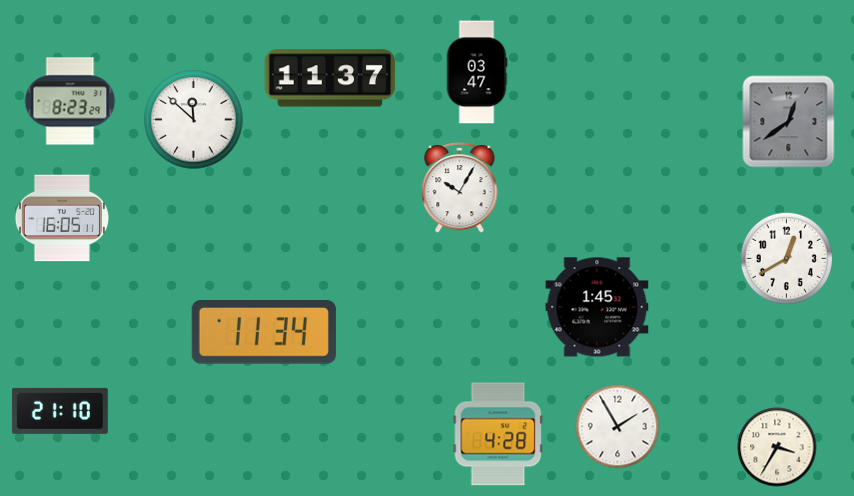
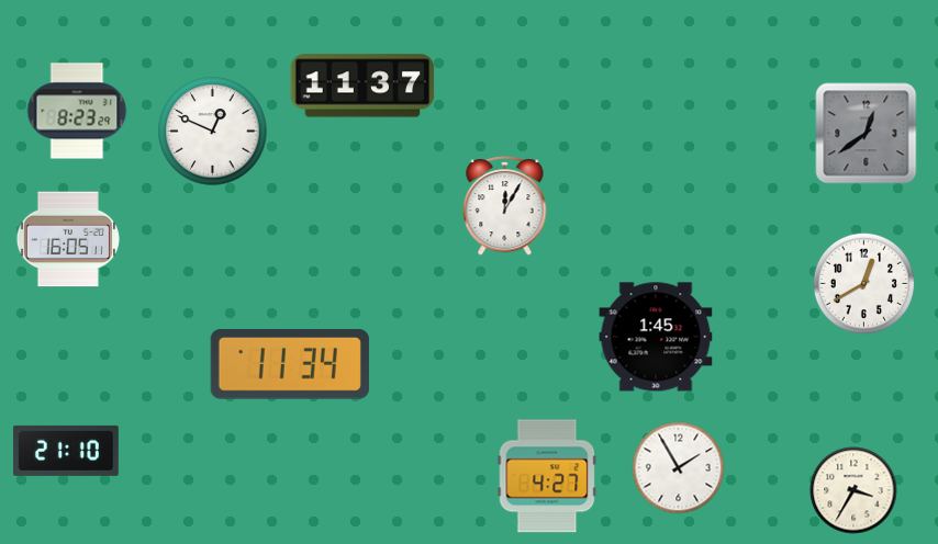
clock at (477, 72): 03:47 -> none
clock at (194, 120): 11:52 -> 12:49
clock at (460, 188): 10:05 -> 12:05
clock at (498, 434): 4:28 -> 4:27
